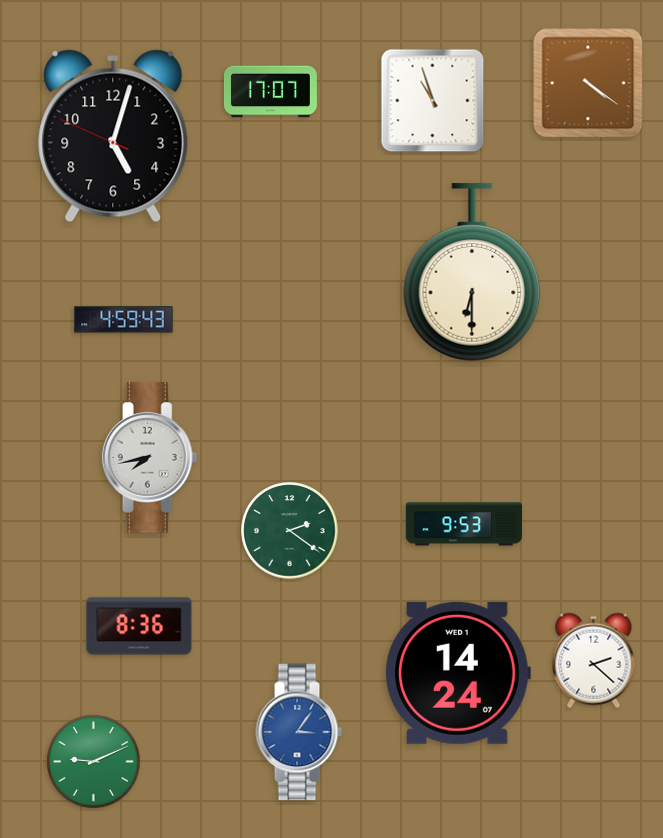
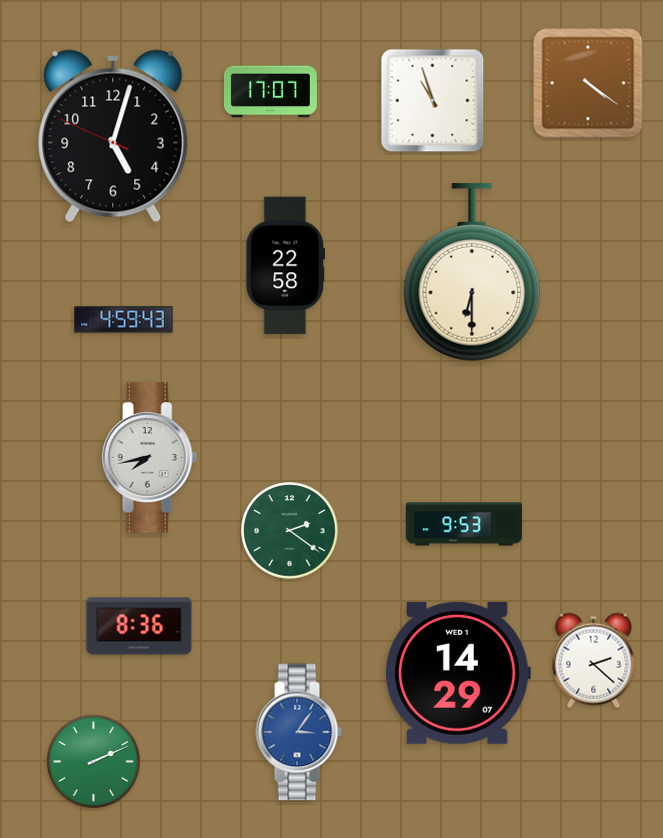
clock at (286, 266): none -> 22:58
clock at (458, 673): 14:24 -> 14:29
clock at (94, 762): 9:11 -> 2:11
